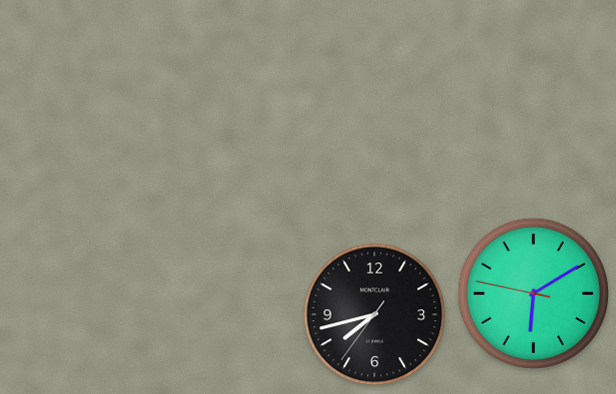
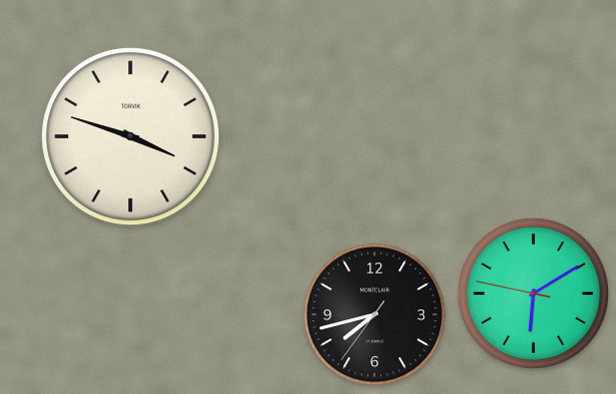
clock at (131, 137): none -> 3:48
